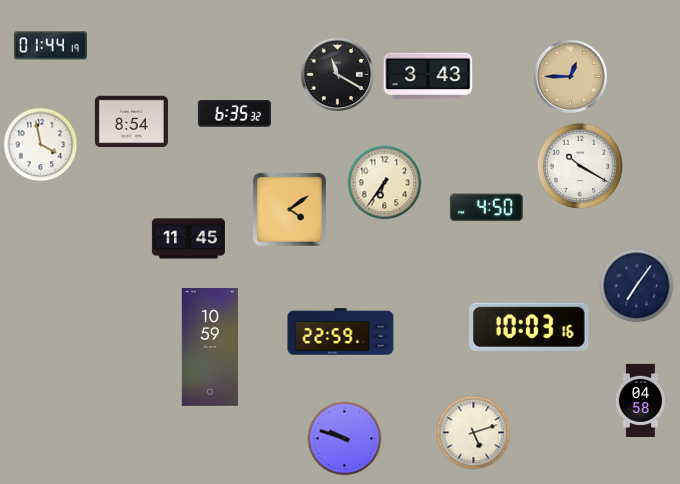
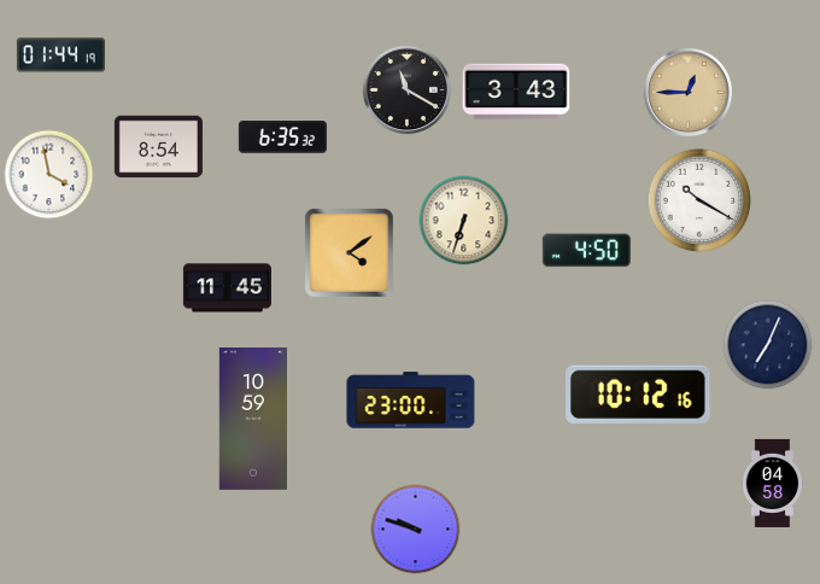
clock at (385, 183): 6:36 -> 6:33
clock at (637, 286): 7:06 -> 7:04
clock at (530, 327): 10:03 -> 10:12
clock at (341, 332): 22:59 -> 23:00
clock at (474, 433): 5:12 -> none
